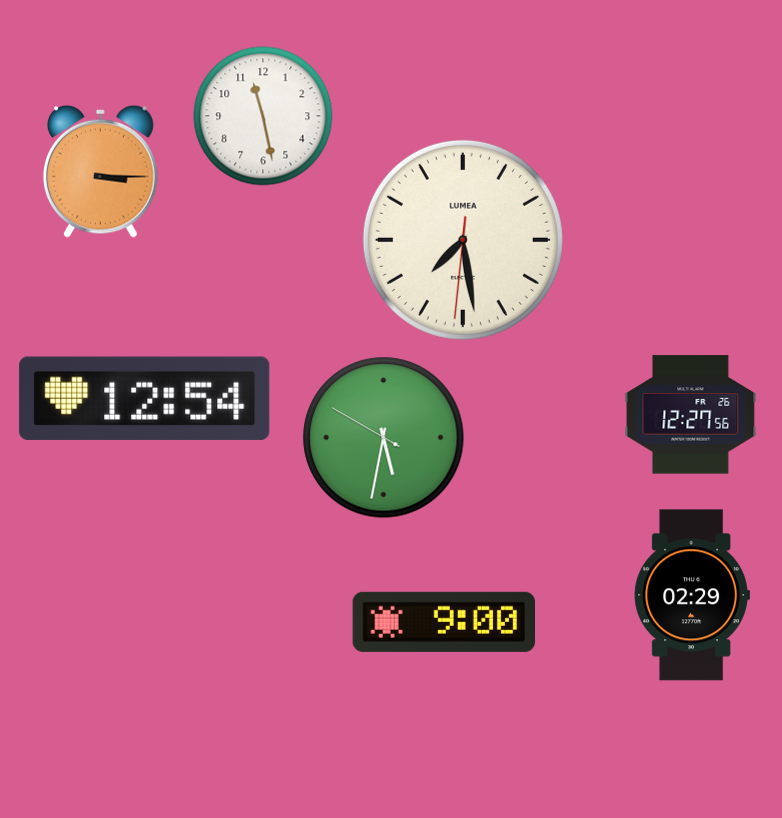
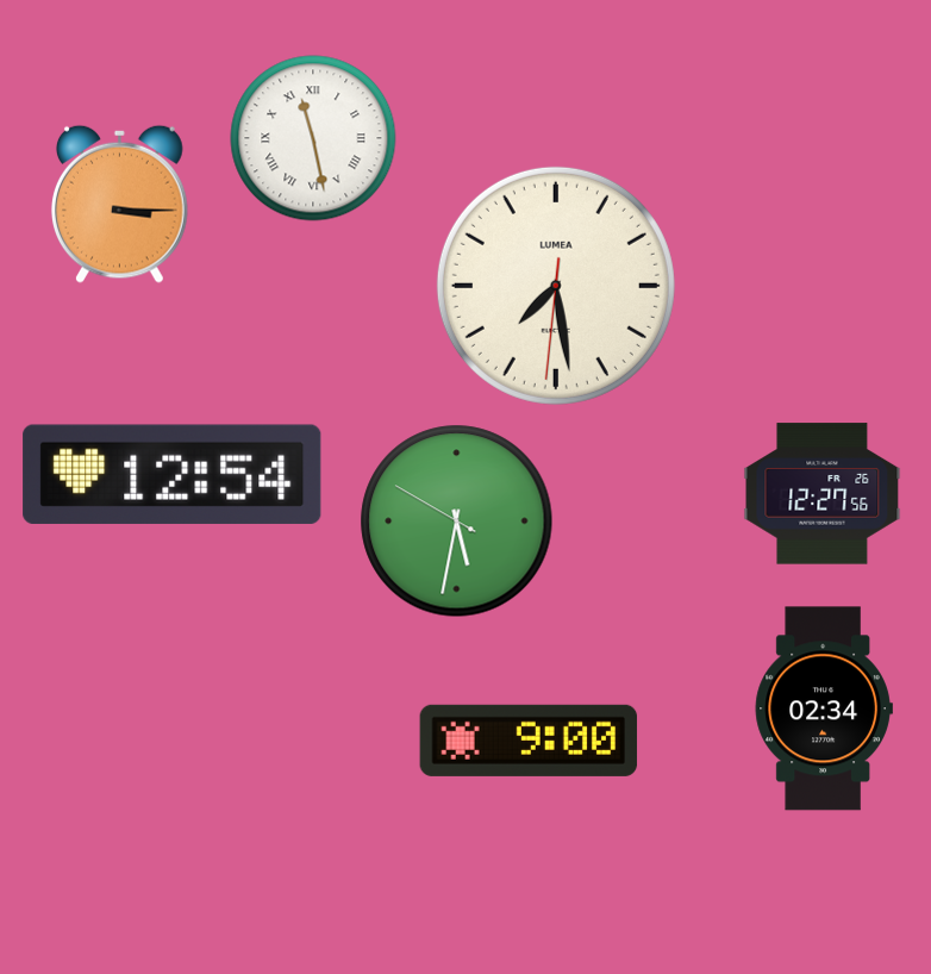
clock at (263, 116) numerals: Arabic -> Roman
clock at (463, 240) position: (463, 240) -> (556, 286)
clock at (692, 595): 02:29 -> 02:34
